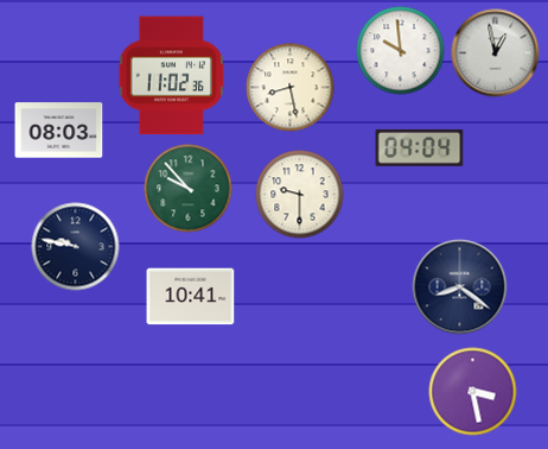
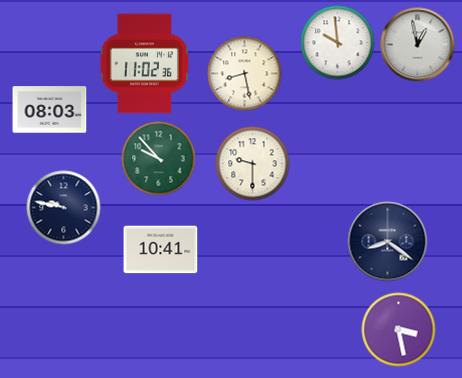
clock at (420, 147): 04:04 -> none
